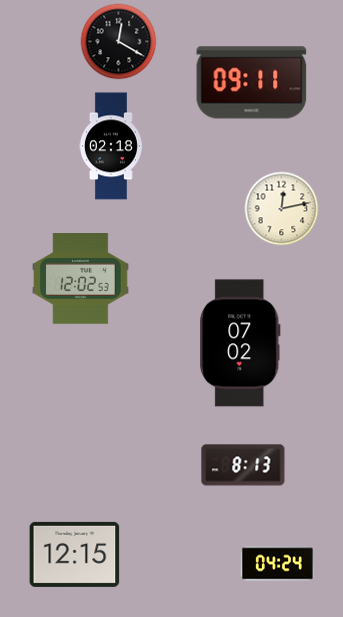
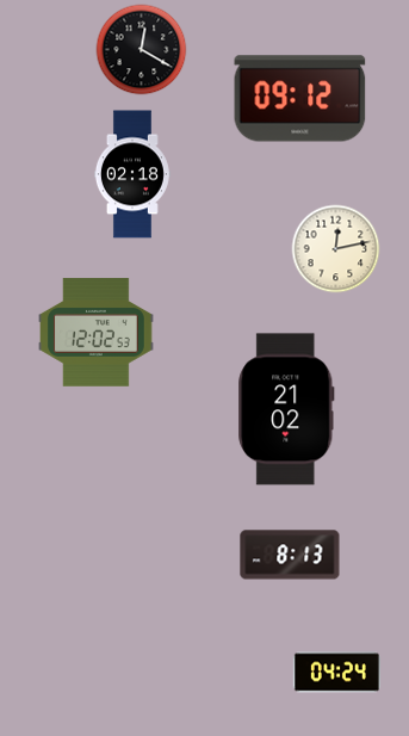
clock at (252, 83): 09:11 -> 09:12
clock at (240, 343): 07:02 -> 21:02
clock at (75, 554): 12:15 -> none
clock at (277, 564) position: (277, 564) -> (336, 673)
